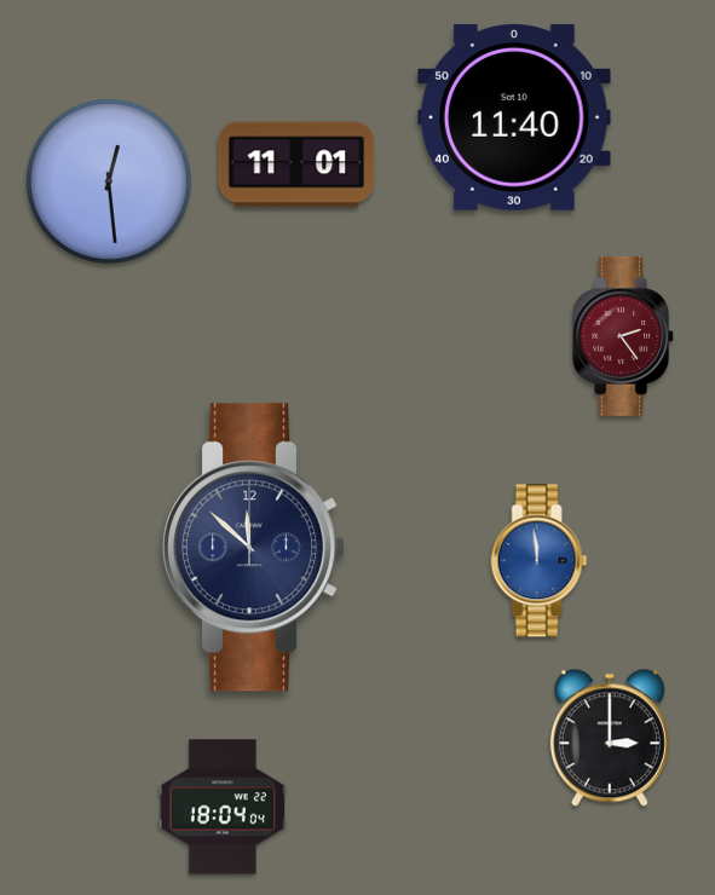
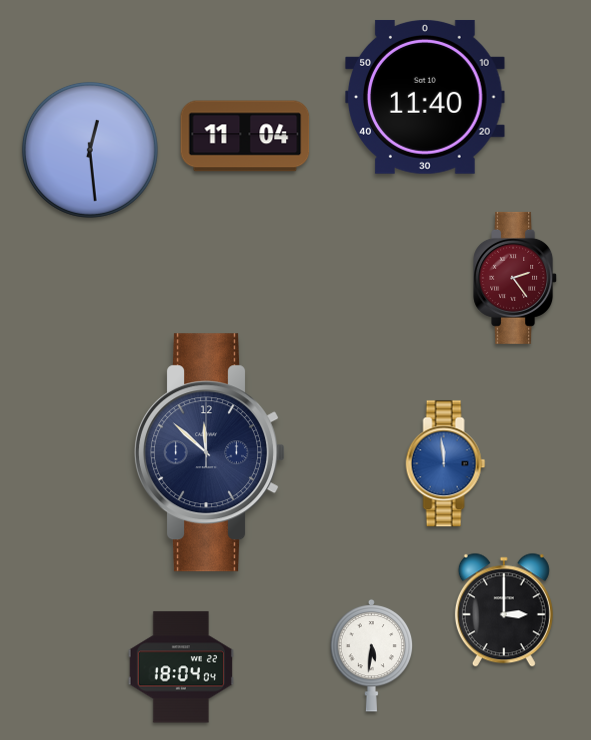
clock at (296, 164): 11:01 -> 11:04
clock at (372, 656): none -> 5:31
clock at (223, 807) position: (223, 807) -> (181, 667)
